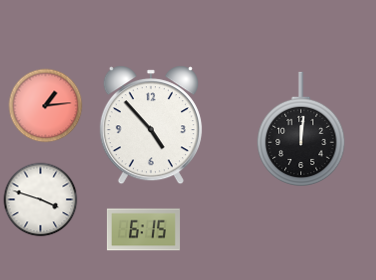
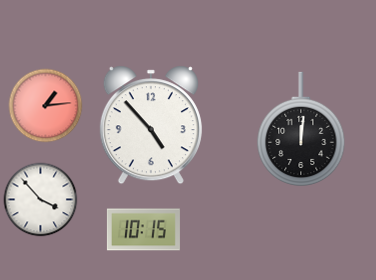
clock at (41, 200): 3:48 -> 3:53
clock at (143, 230): 6:15 -> 10:15
